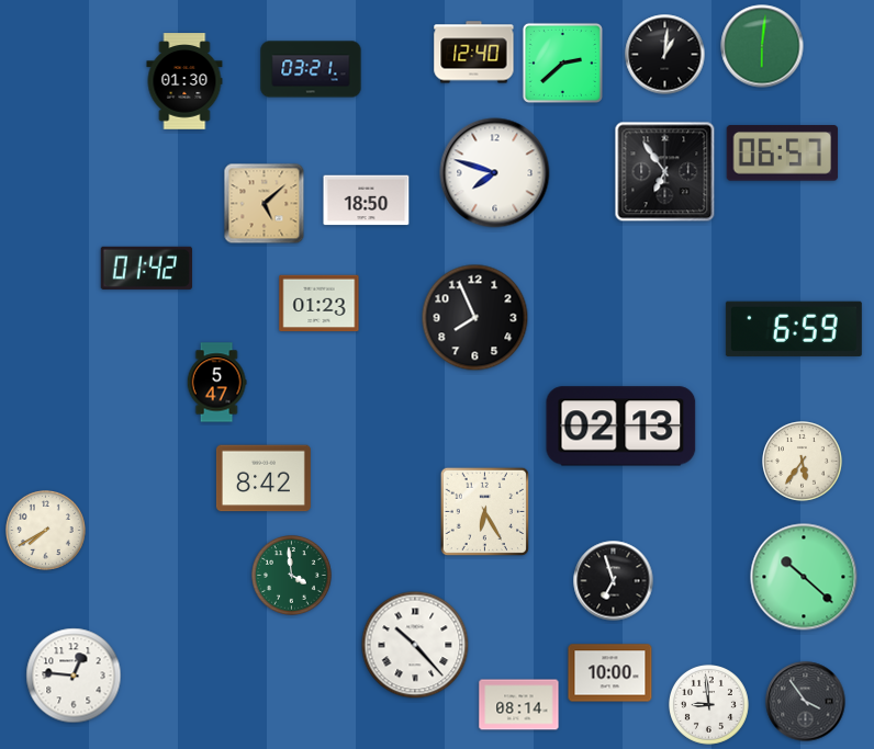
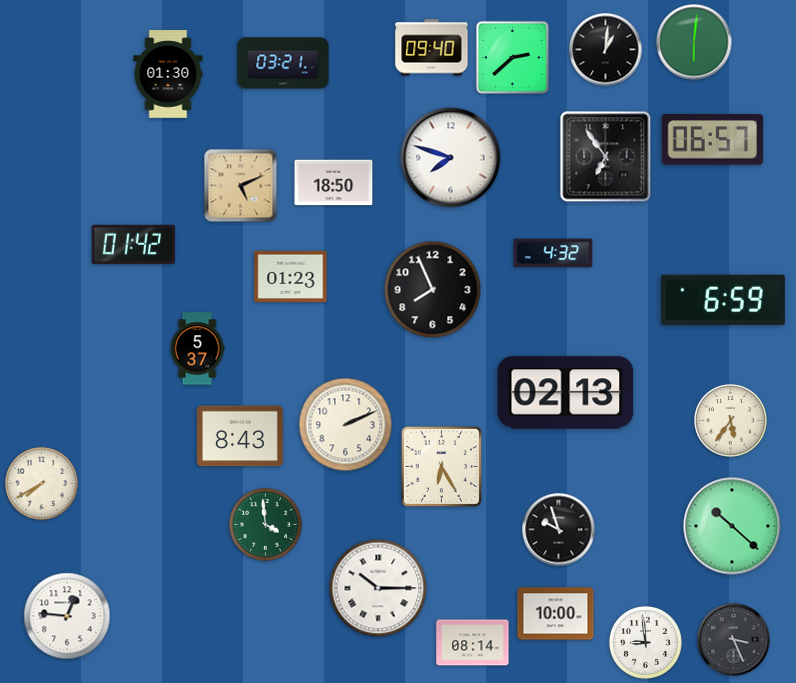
clock at (474, 53): 12:40 -> 09:40
clock at (265, 204): 5:08 -> 5:11
clock at (553, 253): none -> 4:32
clock at (216, 383): 5:47 -> 5:37
clock at (621, 427) position: (621, 427) -> (566, 393)
clock at (346, 425): none -> 2:11
clock at (264, 478): 8:42 -> 8:43
clock at (614, 581): 6:57 -> 9:57
clock at (415, 645): 10:23 -> 10:15
clock at (806, 702): 3:54 -> 3:26
